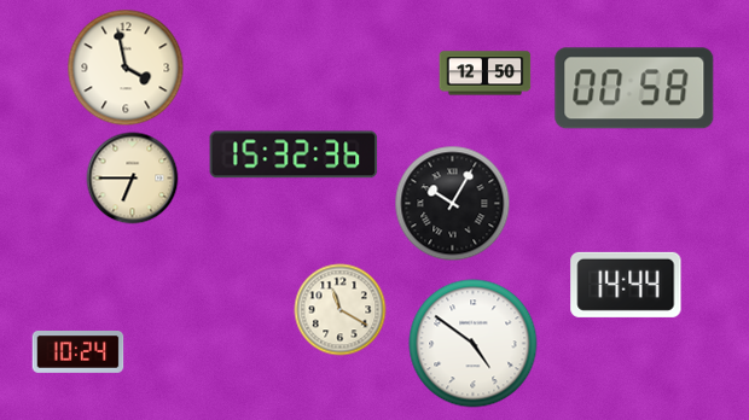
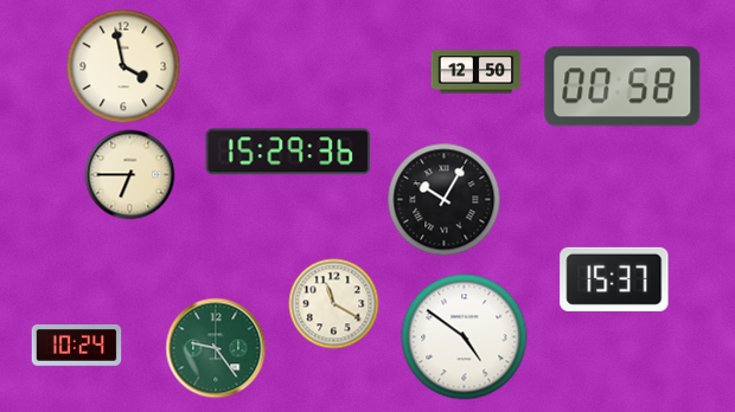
clock at (294, 154): 15:32 -> 15:29
clock at (626, 285): 14:44 -> 15:37
clock at (216, 348): none -> 9:24
